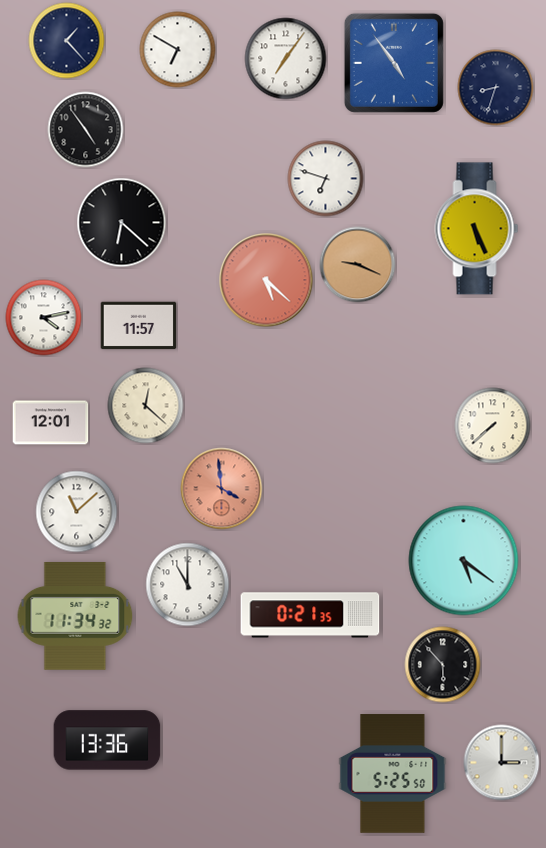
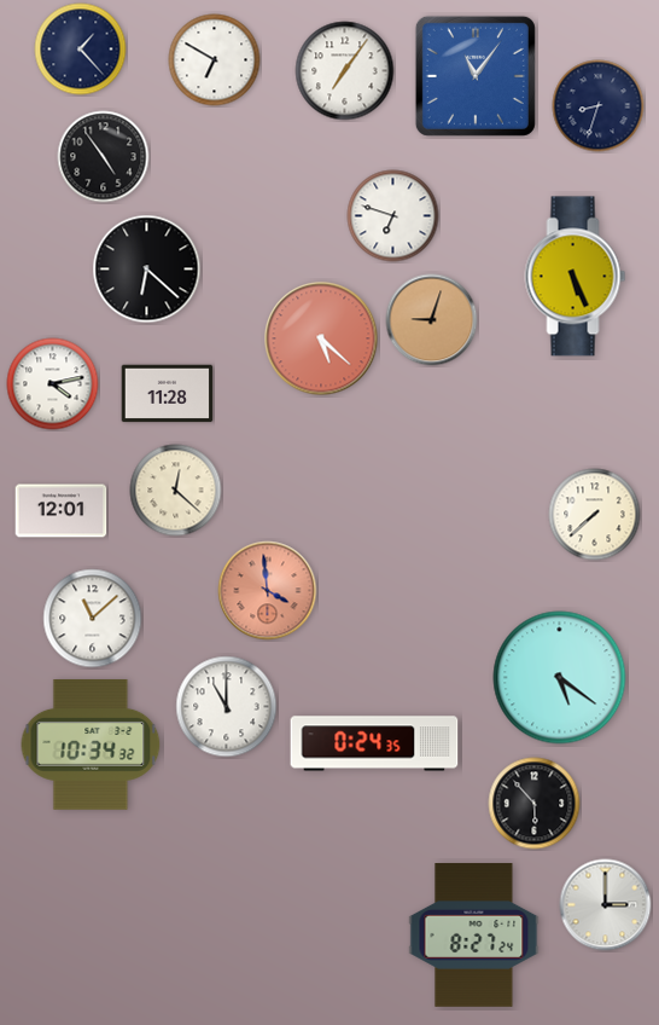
clock at (394, 63): 4:54 -> 11:06
clock at (358, 265): 9:19 -> 9:03
clock at (139, 326): 11:57 -> 11:28
clock at (310, 615): 0:21 -> 0:24
clock at (75, 616): 11:34 -> 10:34
clock at (107, 740): 13:36 -> none
clock at (502, 763) position: (502, 763) -> (606, 905)
clock at (393, 774): 5:25 -> 8:27
